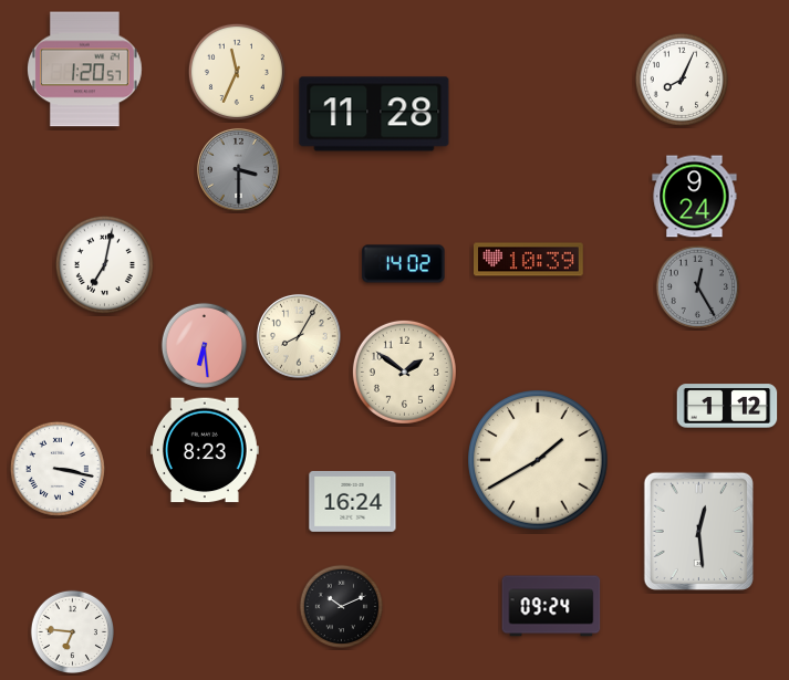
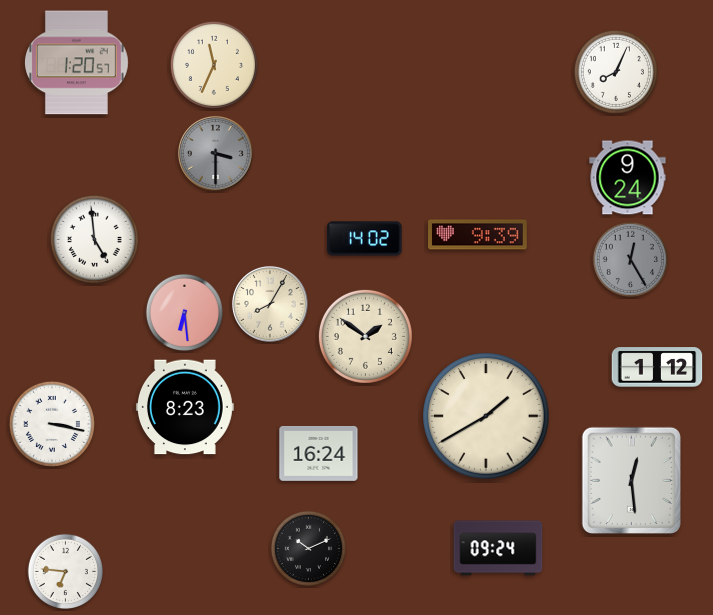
clock at (374, 114): 11:28 -> none
clock at (529, 260): 10:39 -> 9:39
clock at (104, 264): 7:02 -> 4:59
